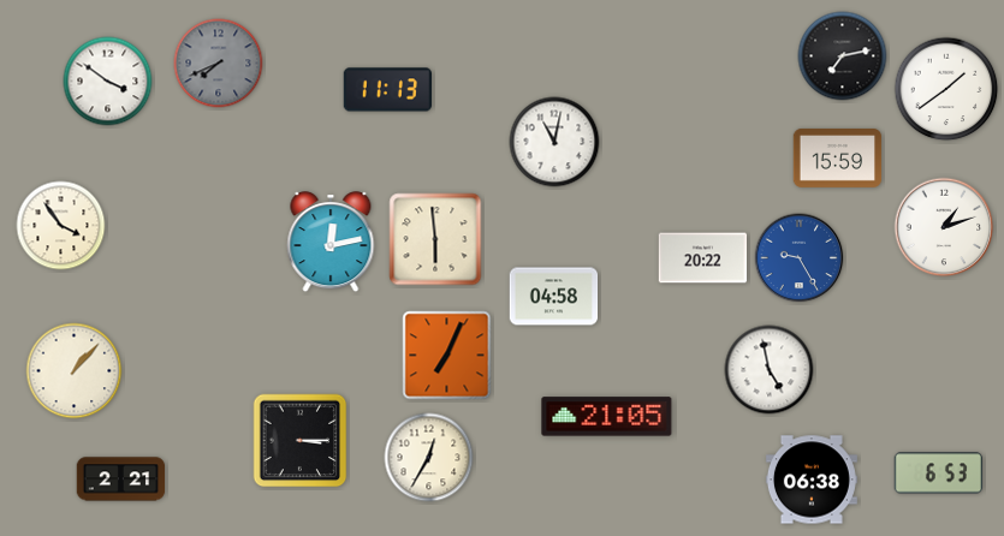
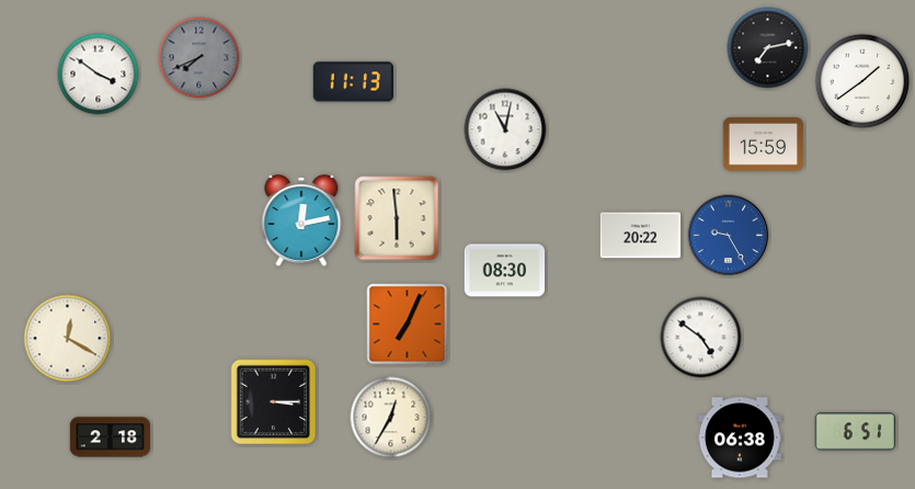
clock at (843, 56) position: (843, 56) -> (768, 48)
clock at (61, 226): 3:54 -> none
clock at (944, 227): 1:12 -> none
clock at (554, 297): 04:58 -> 08:30
clock at (770, 370): 4:58 -> 4:51
clock at (75, 371): 1:07 -> 12:20
clock at (607, 417): 21:05 -> none
clock at (939, 474): 6:53 -> 6:51
clock at (121, 480): 2:21 -> 2:18
